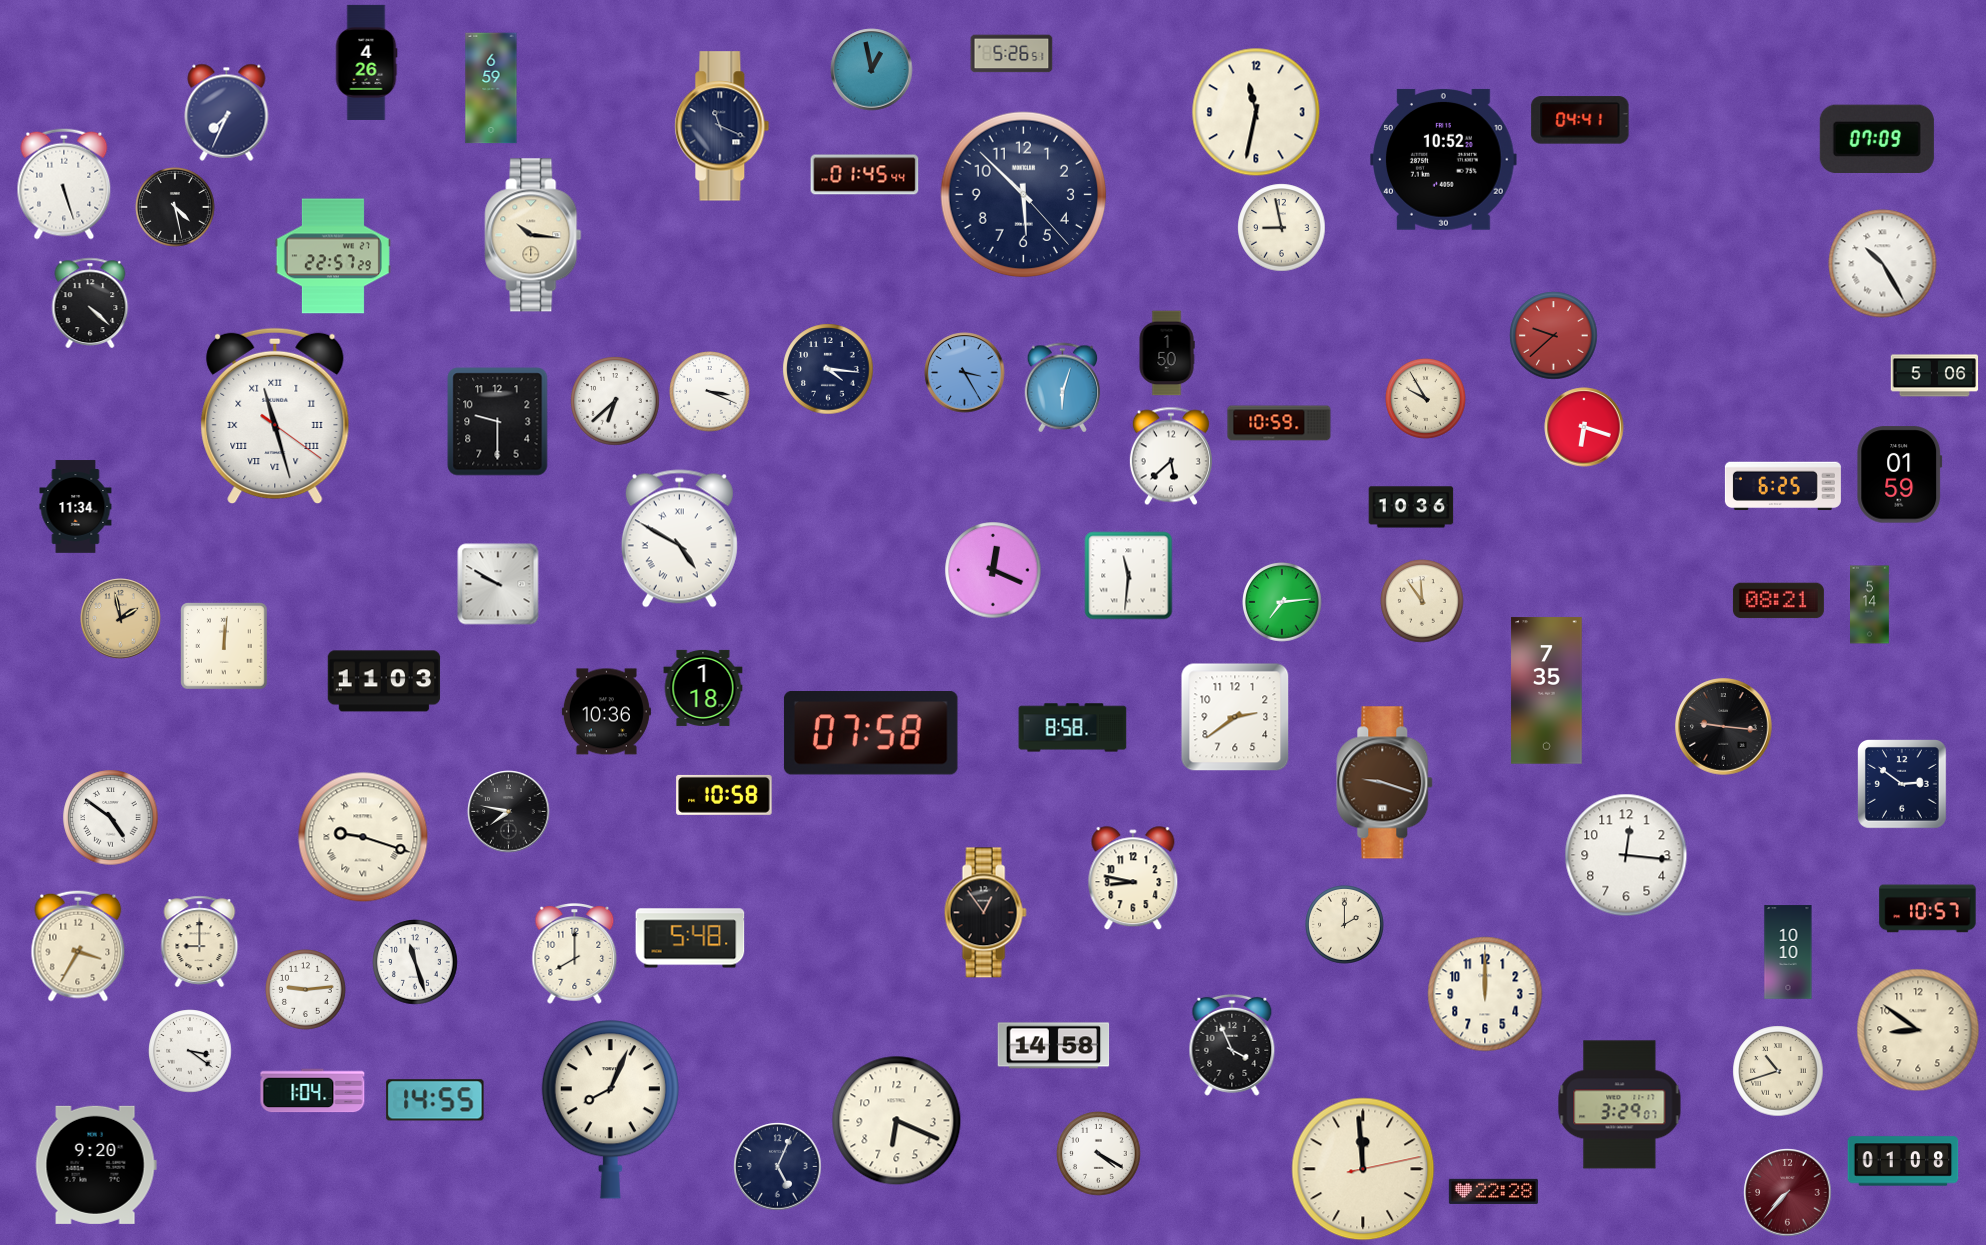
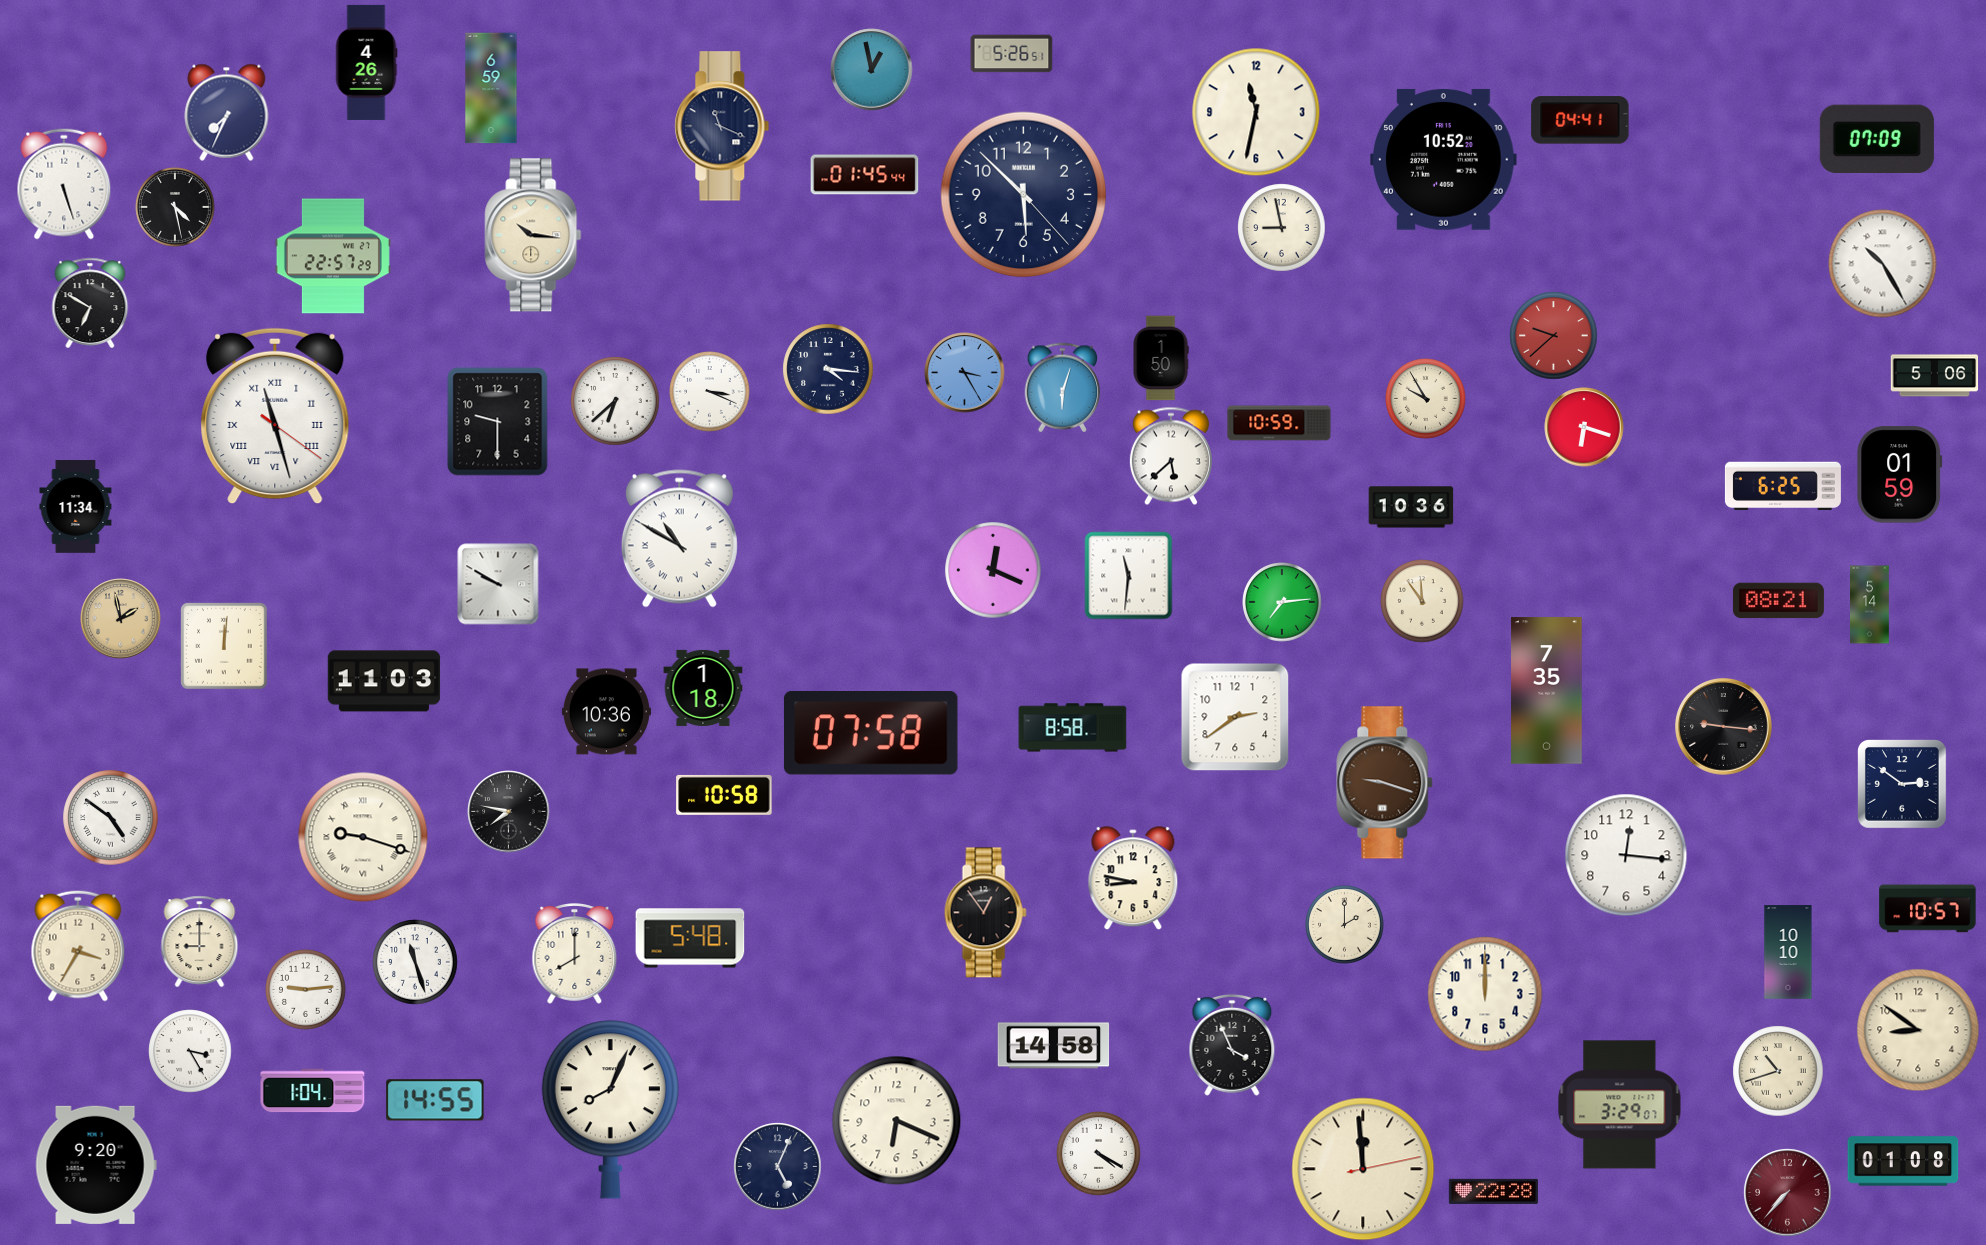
clock at (90, 302): 4:22 -> 6:50
clock at (1167, 353) position: (1167, 353) -> (1161, 358)
clock at (679, 539): 4:50 -> 10:50
clock at (190, 1051): 3:21 -> 3:25
